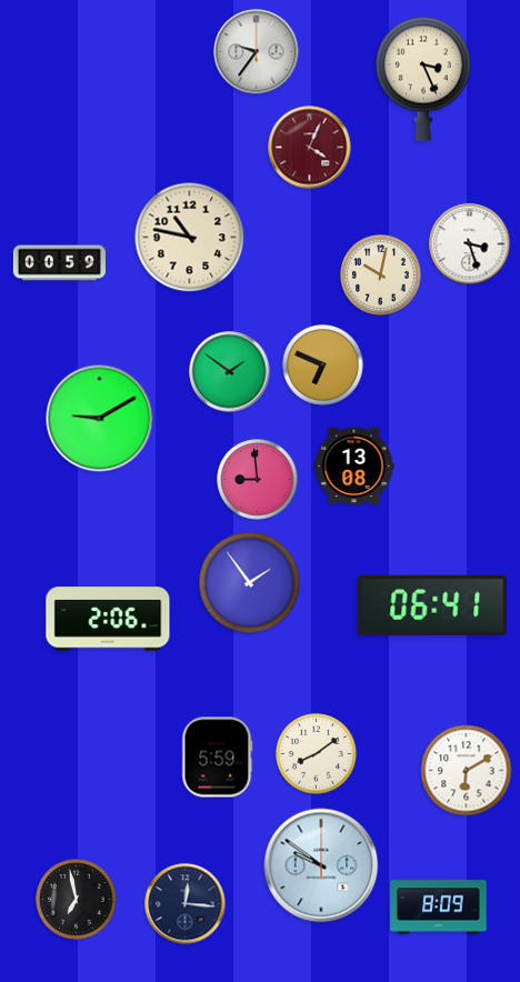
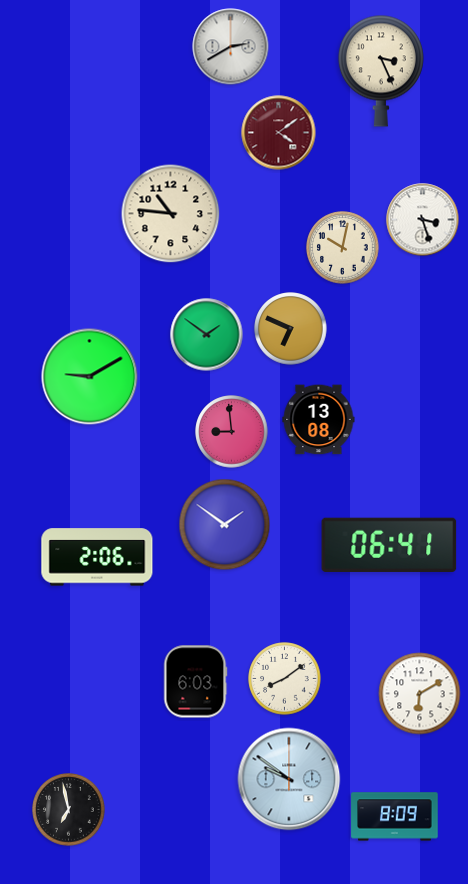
clock at (257, 52): 9:36 -> 2:40
clock at (310, 148): 4:04 -> 4:09
clock at (190, 238): 10:47 -> 10:46
clock at (59, 263): 00:59 -> none
clock at (250, 583): 1:54 -> 1:51
clock at (217, 758): 5:59 -> 6:03
clock at (186, 904): 12:16 -> none
